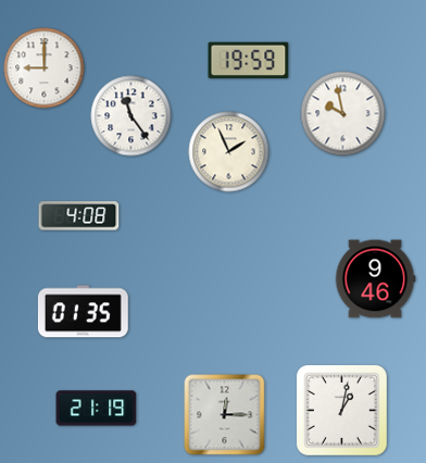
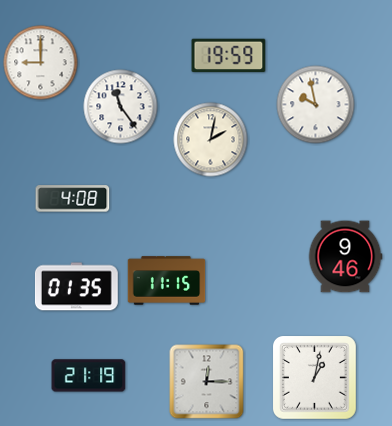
clock at (229, 152): 1:56 -> 2:02
clock at (167, 281): none -> 11:15
